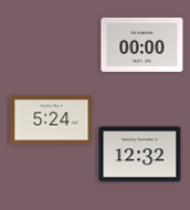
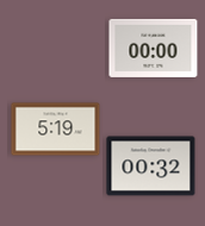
clock at (52, 120): 5:24 -> 5:19
clock at (140, 155): 12:32 -> 00:32
